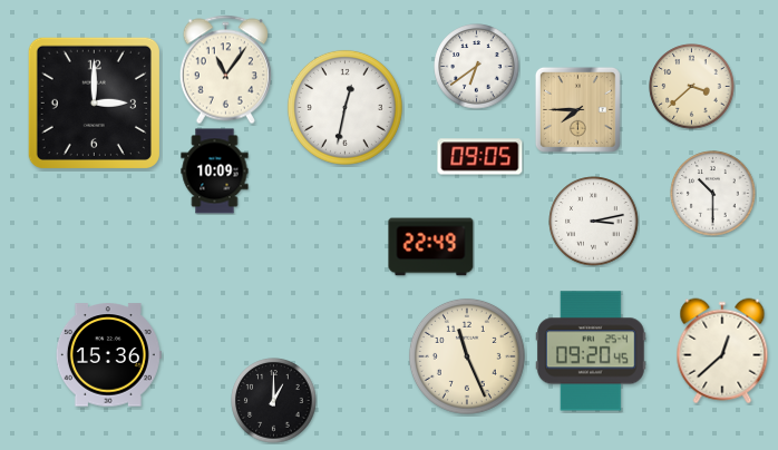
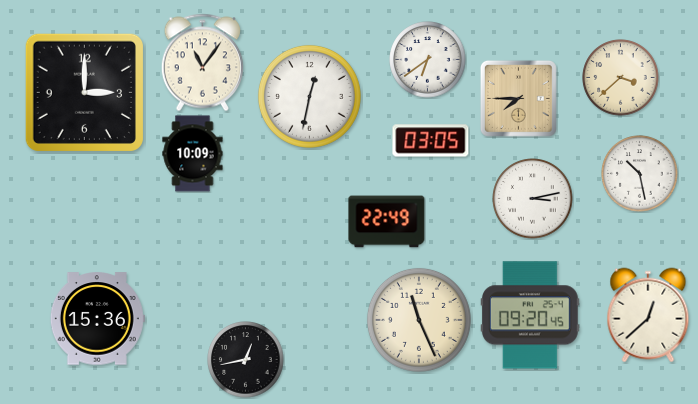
clock at (480, 157): 09:05 -> 03:05
clock at (713, 194): 10:30 -> 10:28
clock at (274, 401): 1:00 -> 12:43
